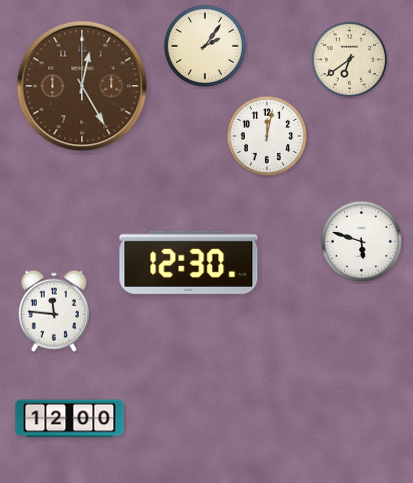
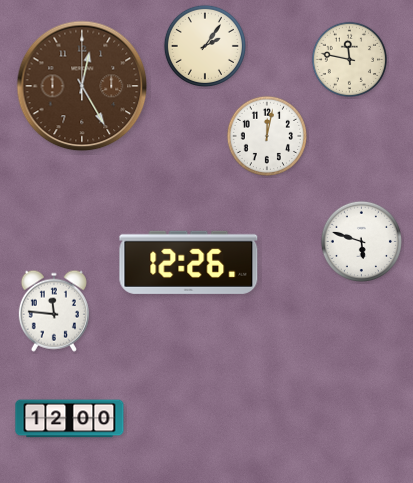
clock at (350, 60): 6:39 -> 11:47
clock at (189, 262): 12:30 -> 12:26
